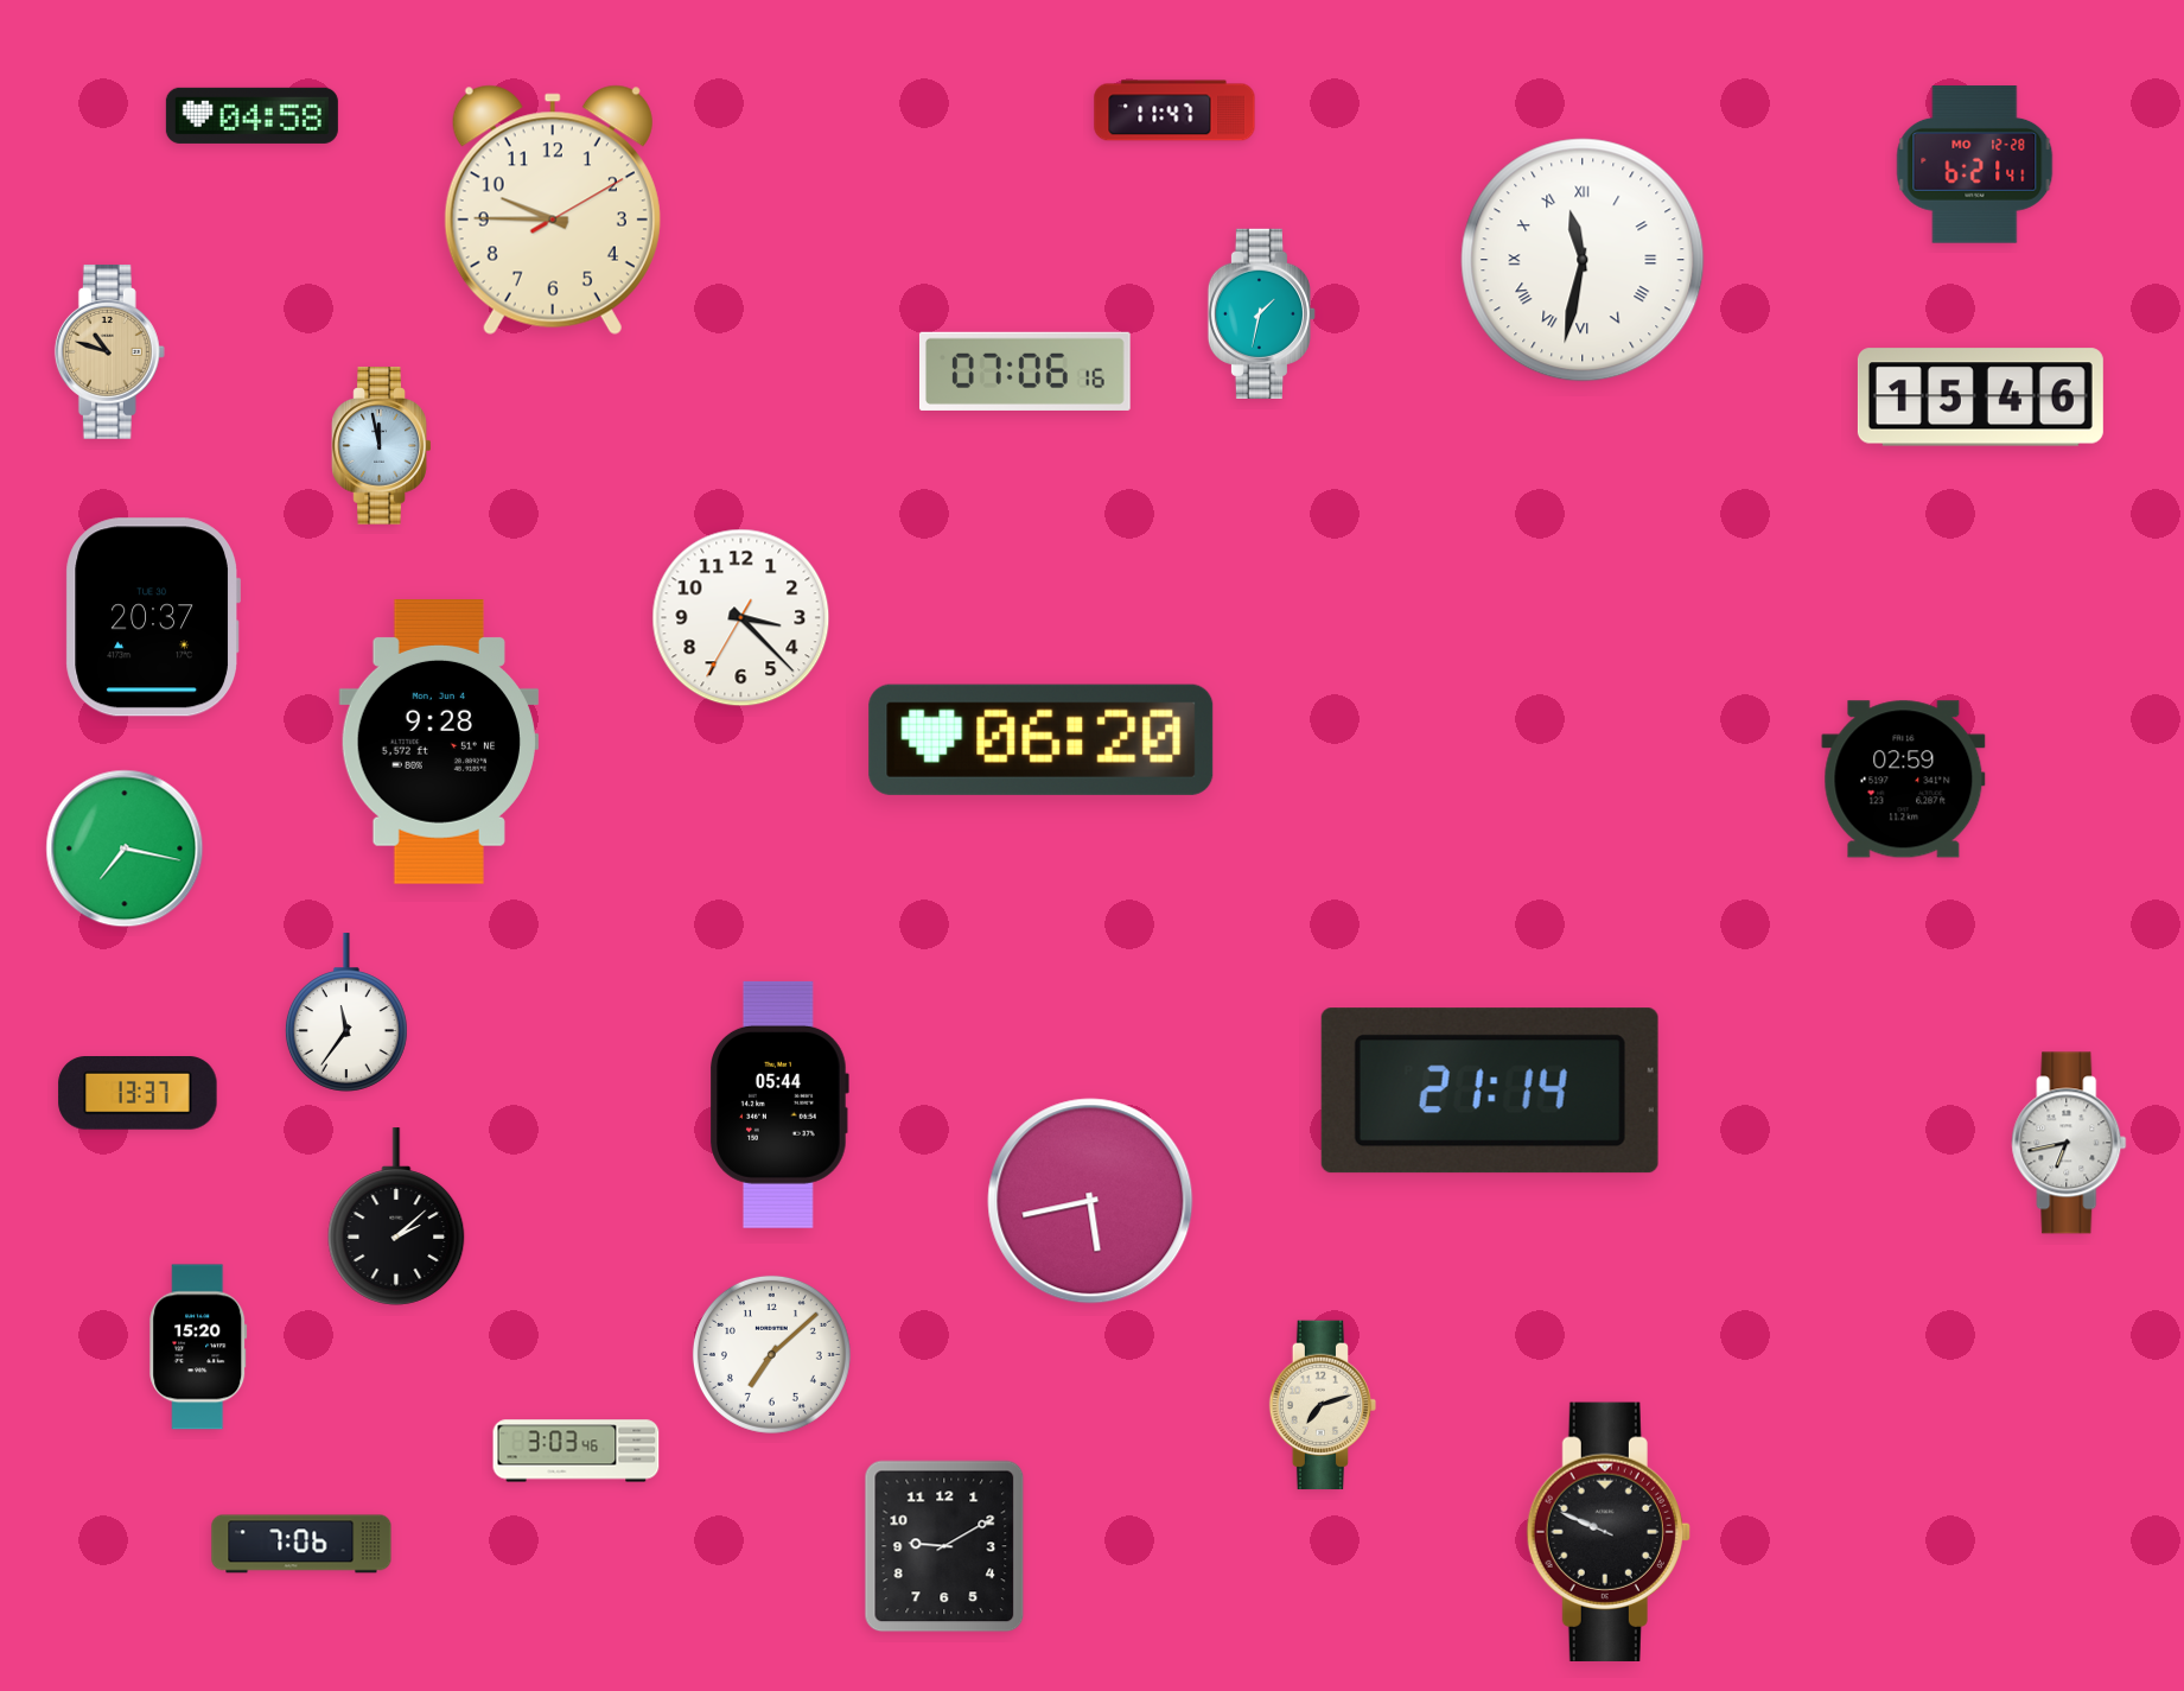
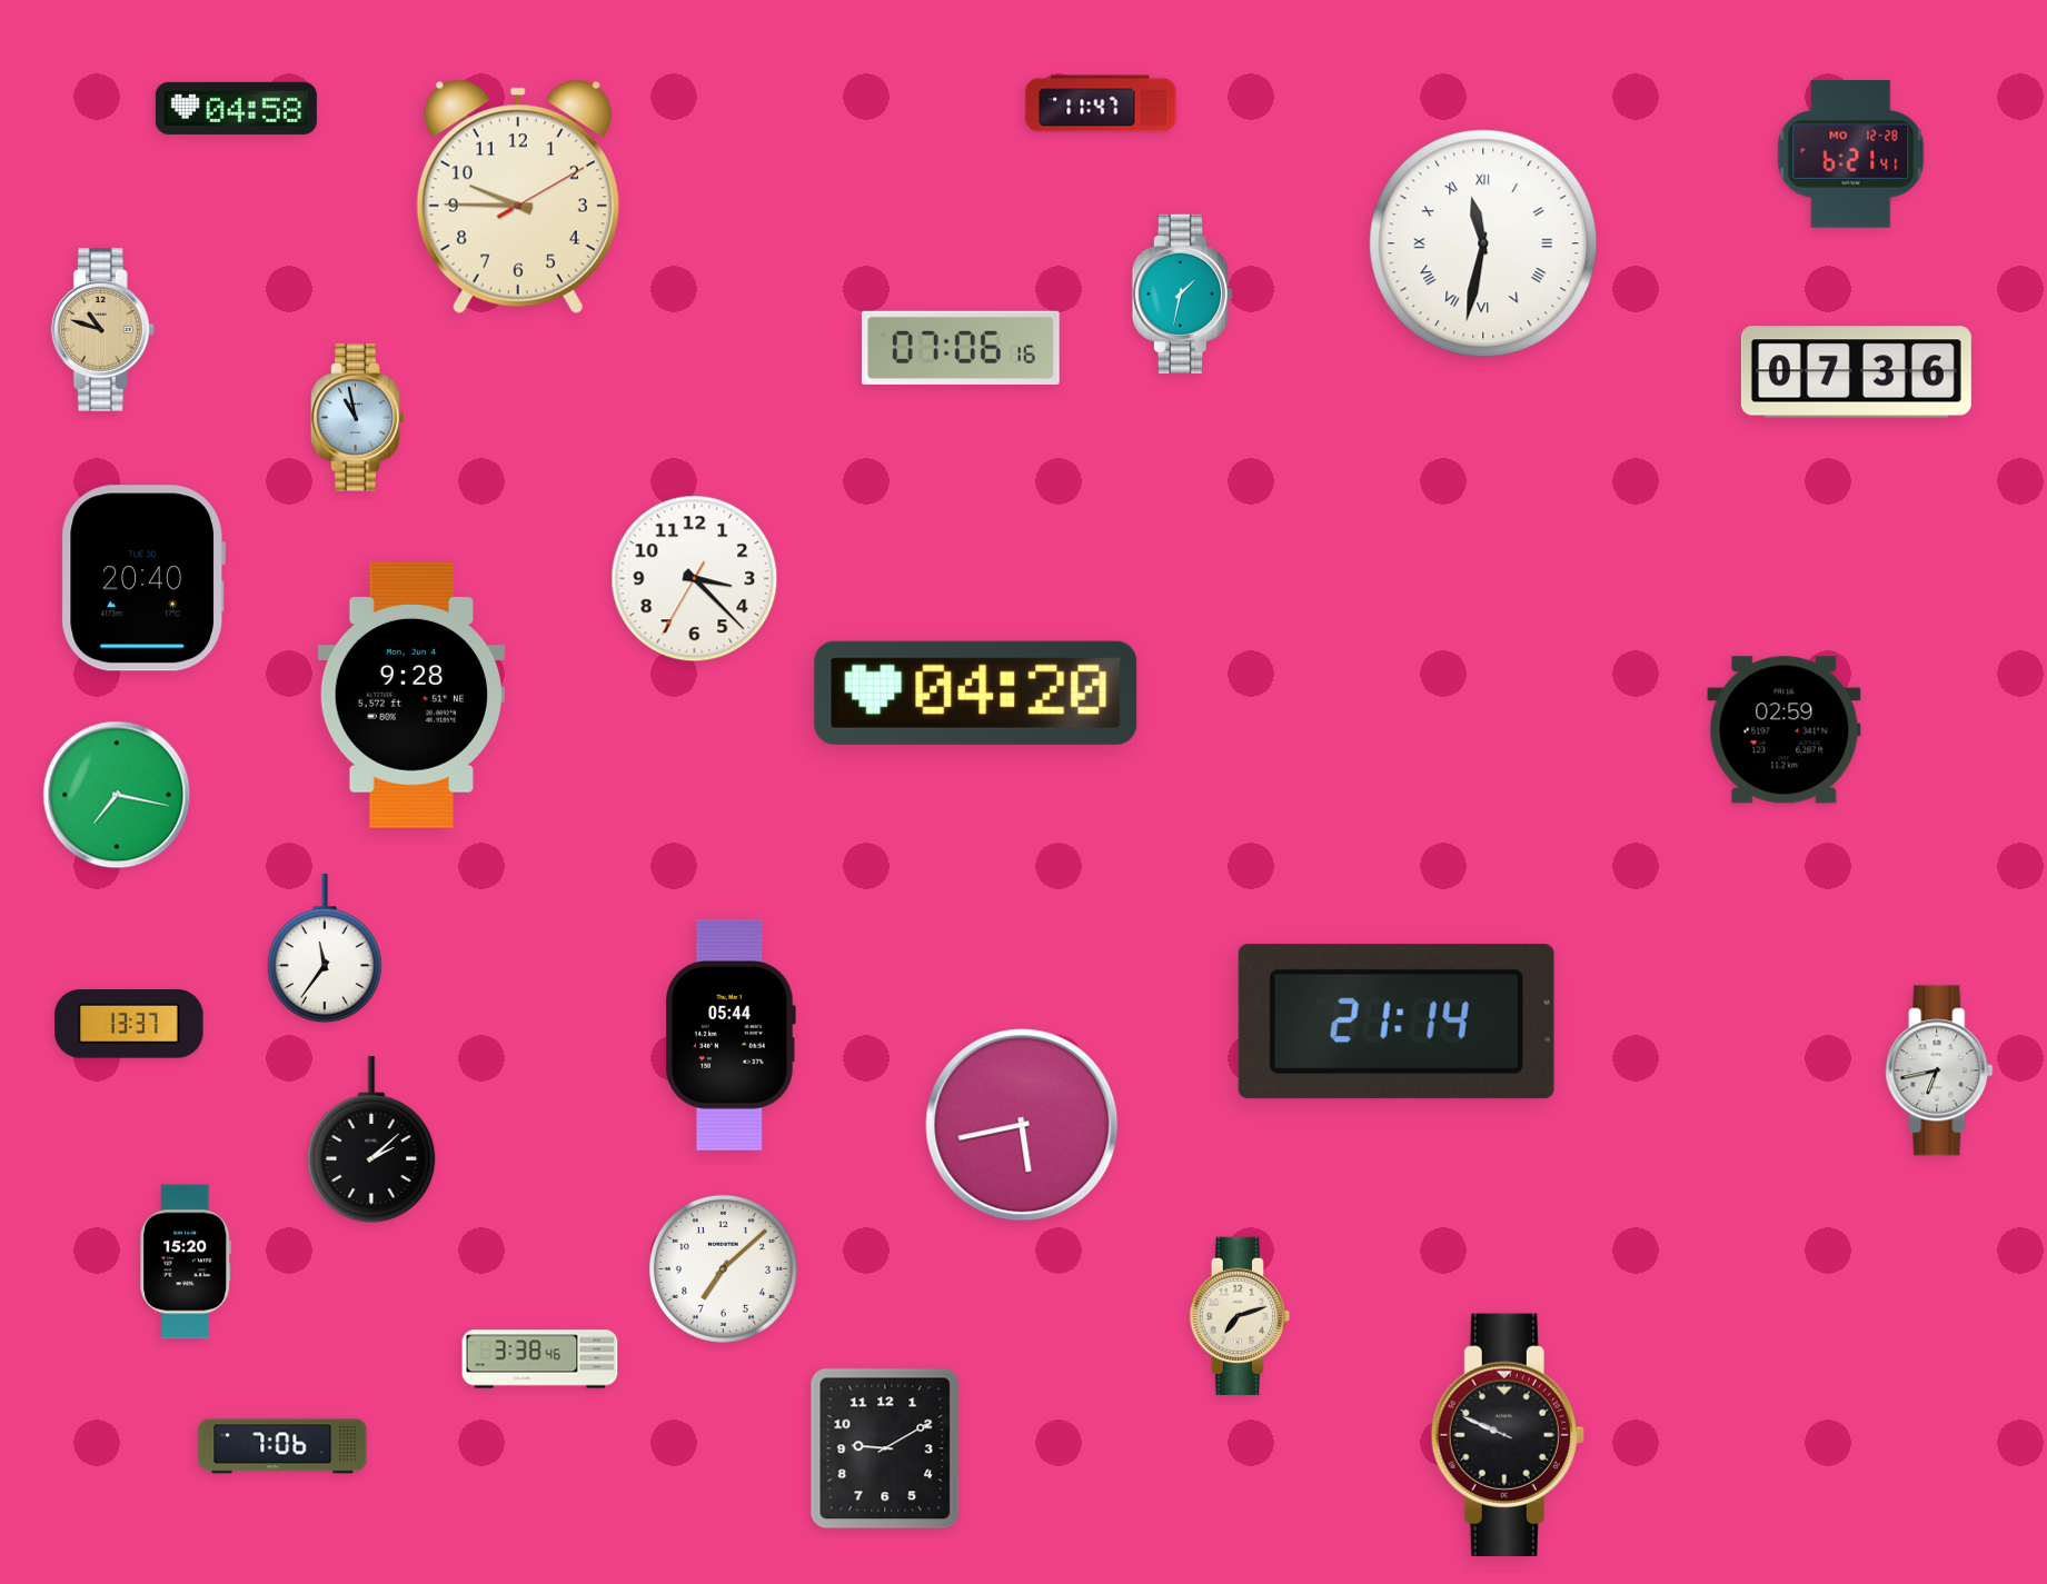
clock at (1980, 398): 15:46 -> 07:36
clock at (382, 446): 11:58 -> 10:58
clock at (153, 617): 20:37 -> 20:40
clock at (1042, 739): 06:20 -> 04:20
clock at (577, 1451): 3:03 -> 3:38
